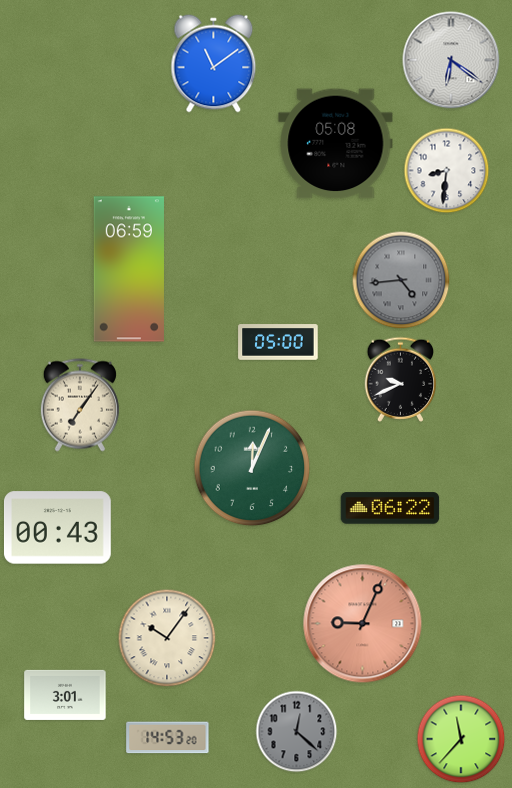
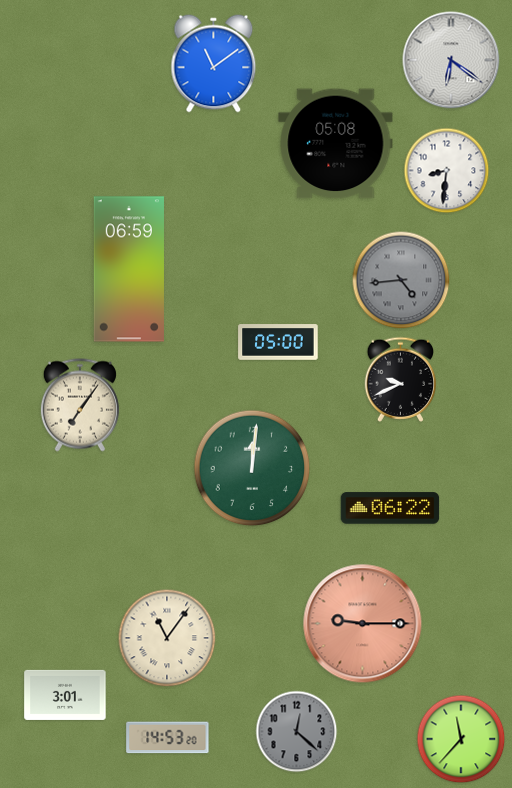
clock at (252, 468): 12:04 -> 12:01
clock at (57, 528): 00:43 -> none
clock at (363, 624): 9:04 -> 9:15
clock at (167, 638): 10:06 -> 11:06
